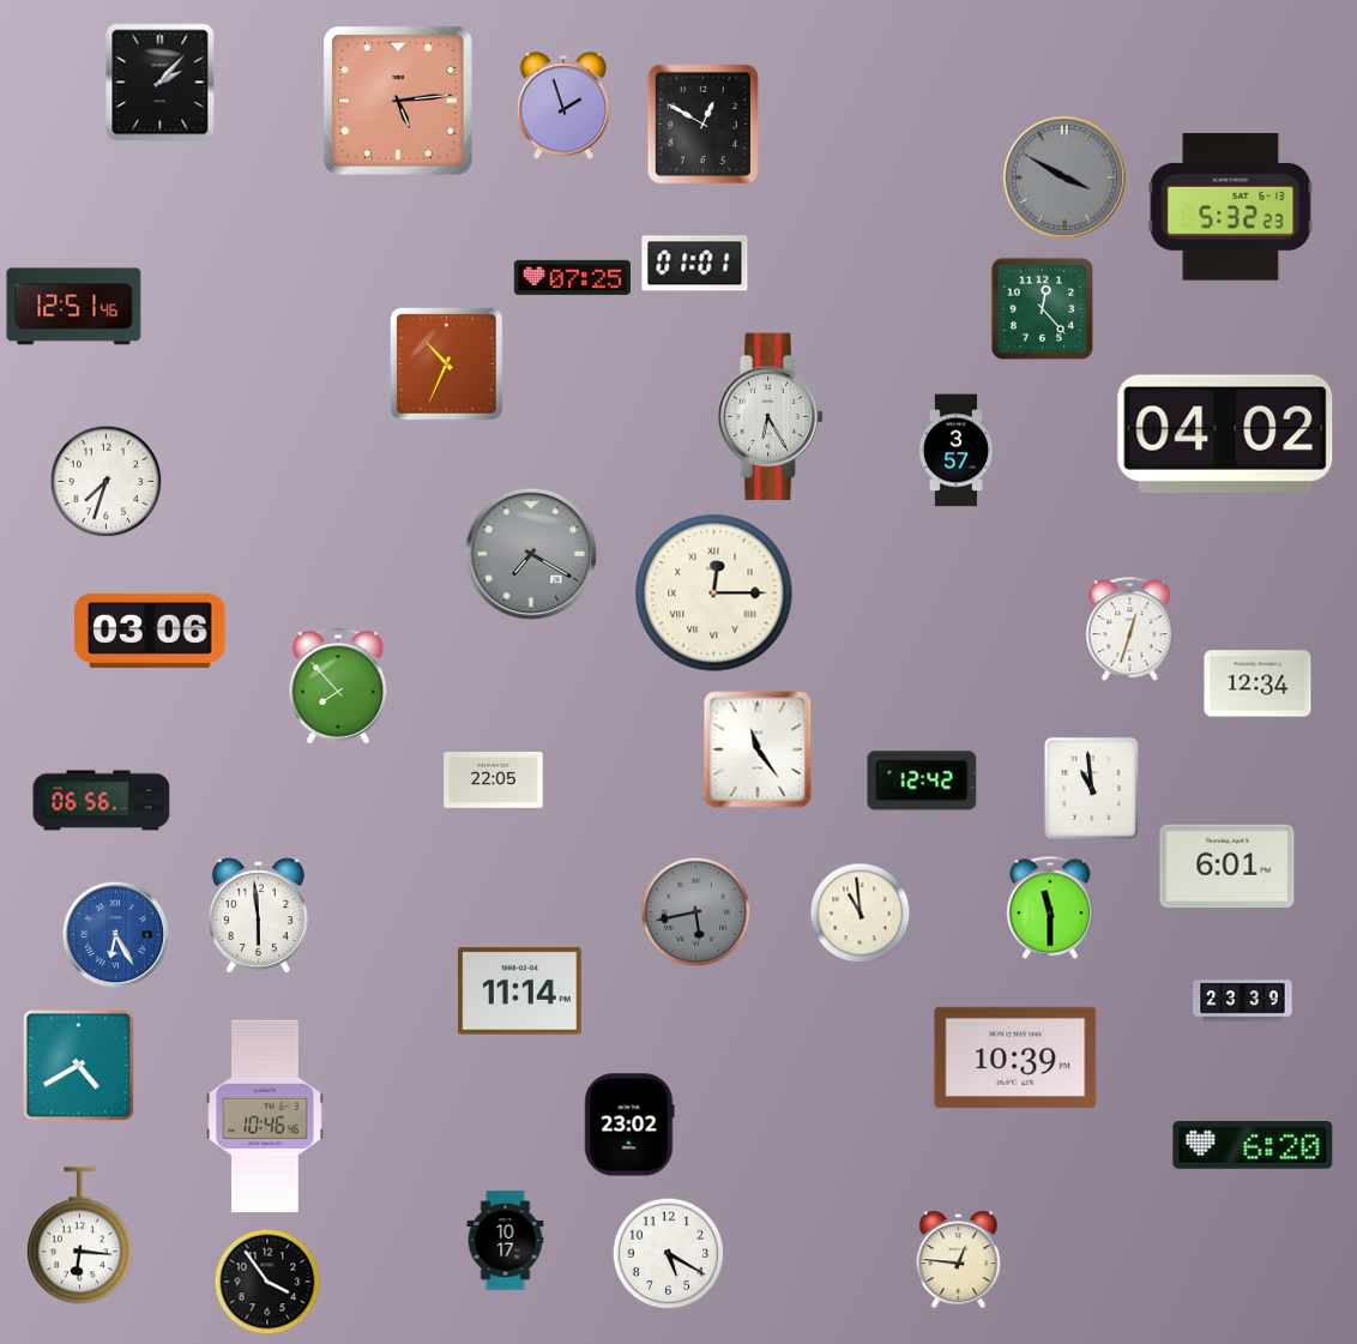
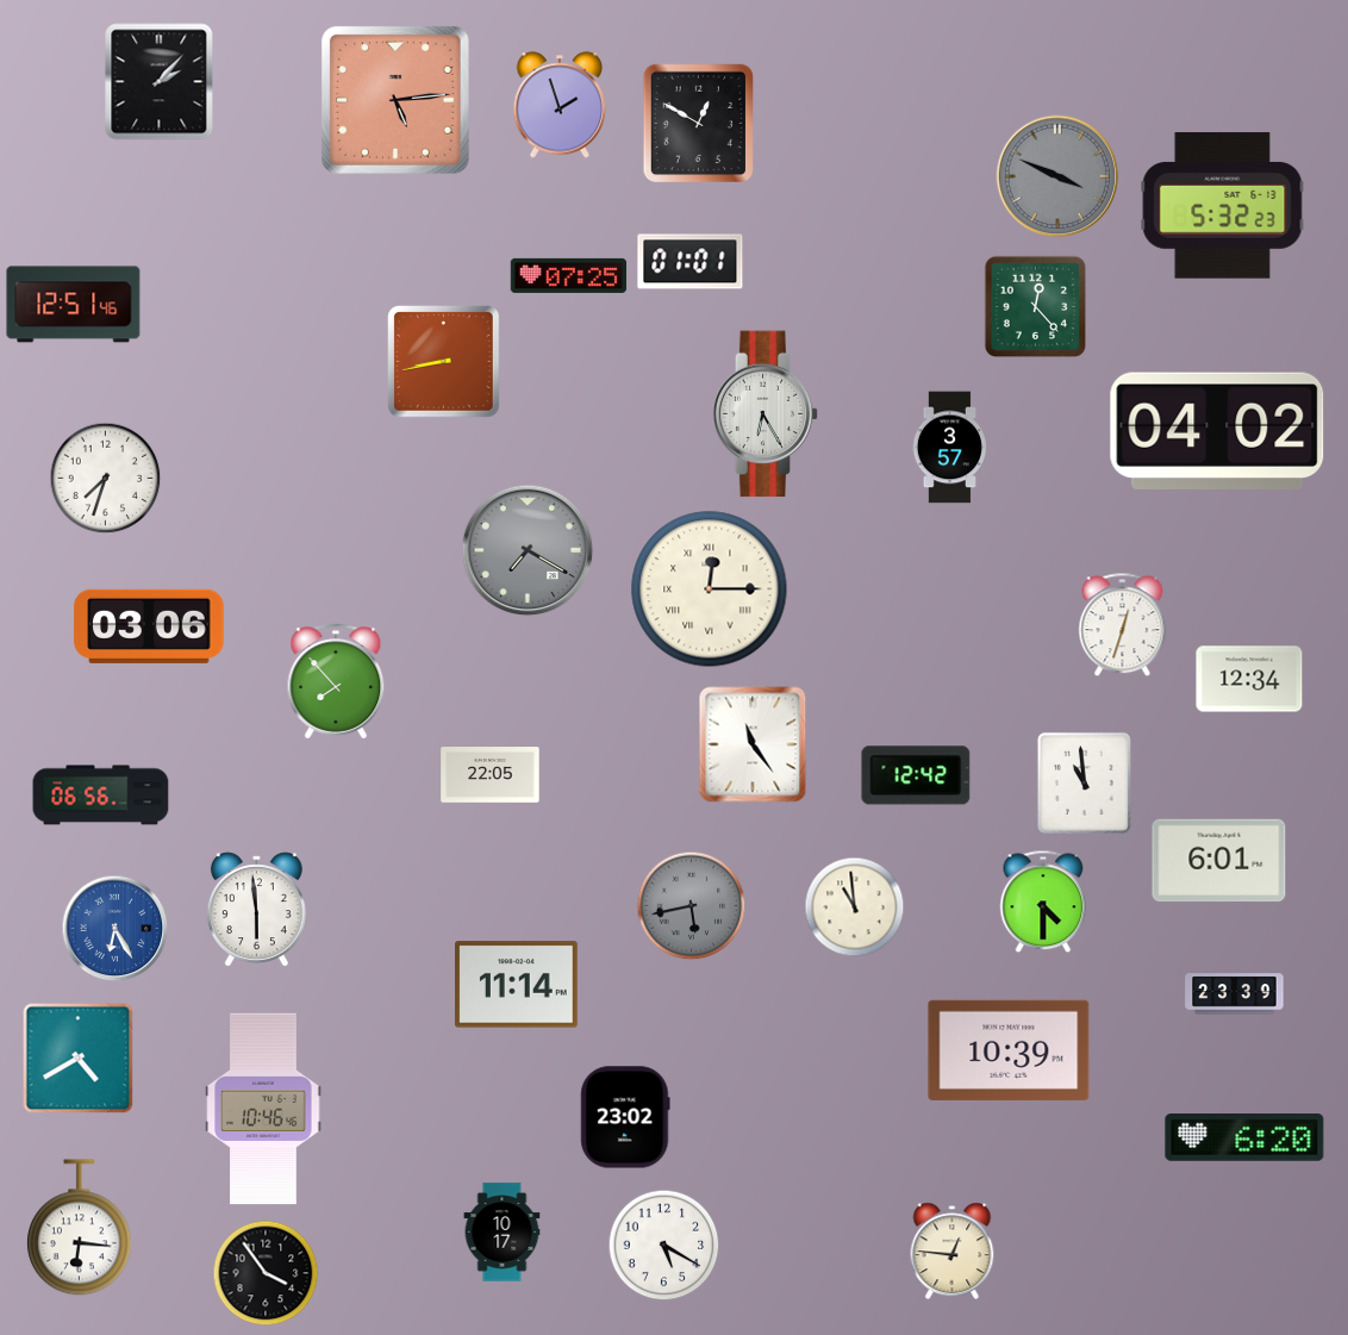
clock at (1065, 177): 3:50 -> 3:49
clock at (447, 364): 10:34 -> 8:43
clock at (1050, 908): 11:30 -> 4:30
